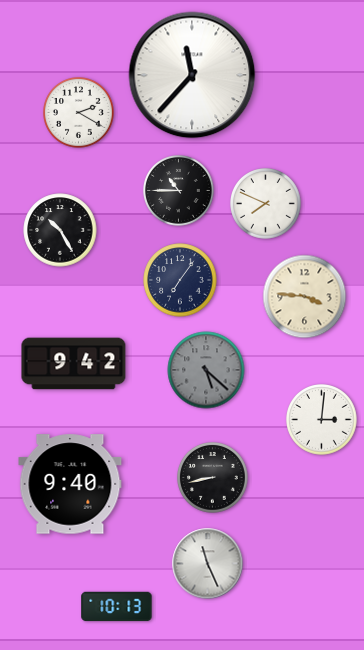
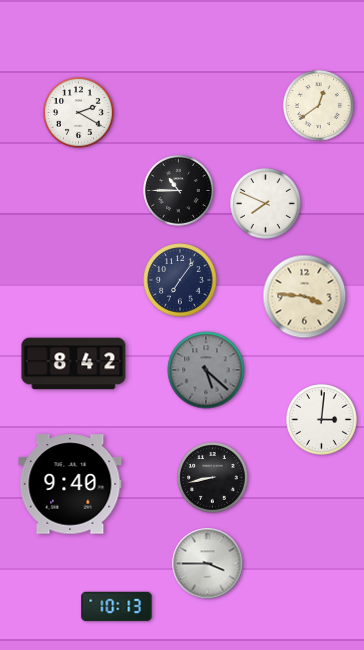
clock at (192, 75): 11:37 -> none
clock at (319, 106): none -> 12:39
clock at (60, 230): 10:25 -> none
clock at (74, 364): 9:42 -> 8:42
clock at (208, 564): 11:26 -> 3:45
